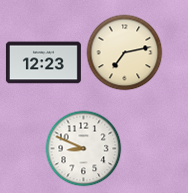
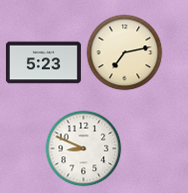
clock at (43, 63): 12:23 -> 5:23
